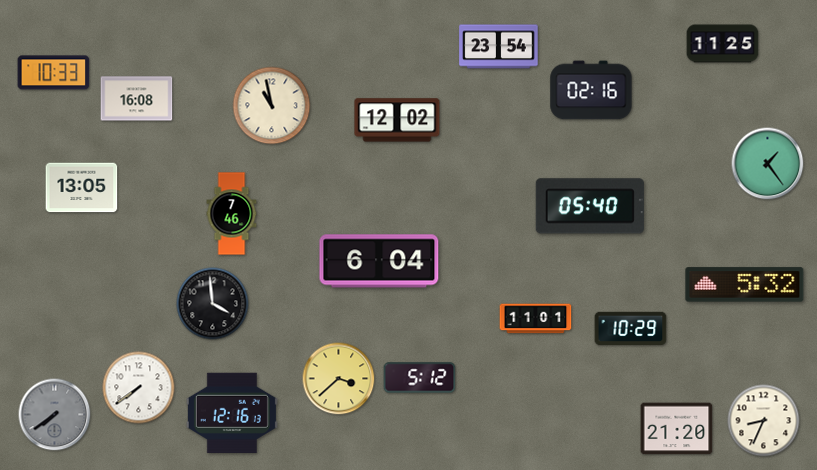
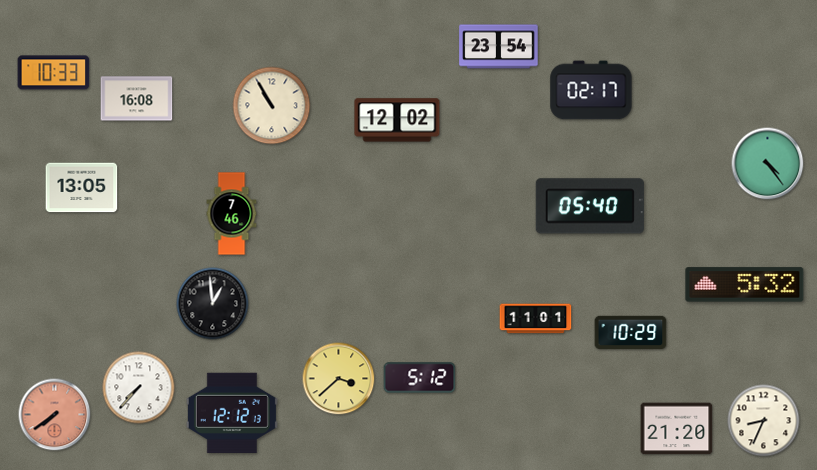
clock at (723, 44): 11:25 -> none
clock at (591, 90): 02:16 -> 02:17
clock at (272, 106): 10:58 -> 10:55
clock at (768, 164): 1:24 -> 4:24
clock at (379, 261): 6:04 -> none
clock at (213, 304): 3:59 -> 12:59
clock at (631, 329) position: (631, 329) -> (631, 333)
clock at (139, 388): 7:39 -> 7:37
clock at (232, 412): 12:16 -> 12:12
clock at (55, 415) dial: grey -> salmon
